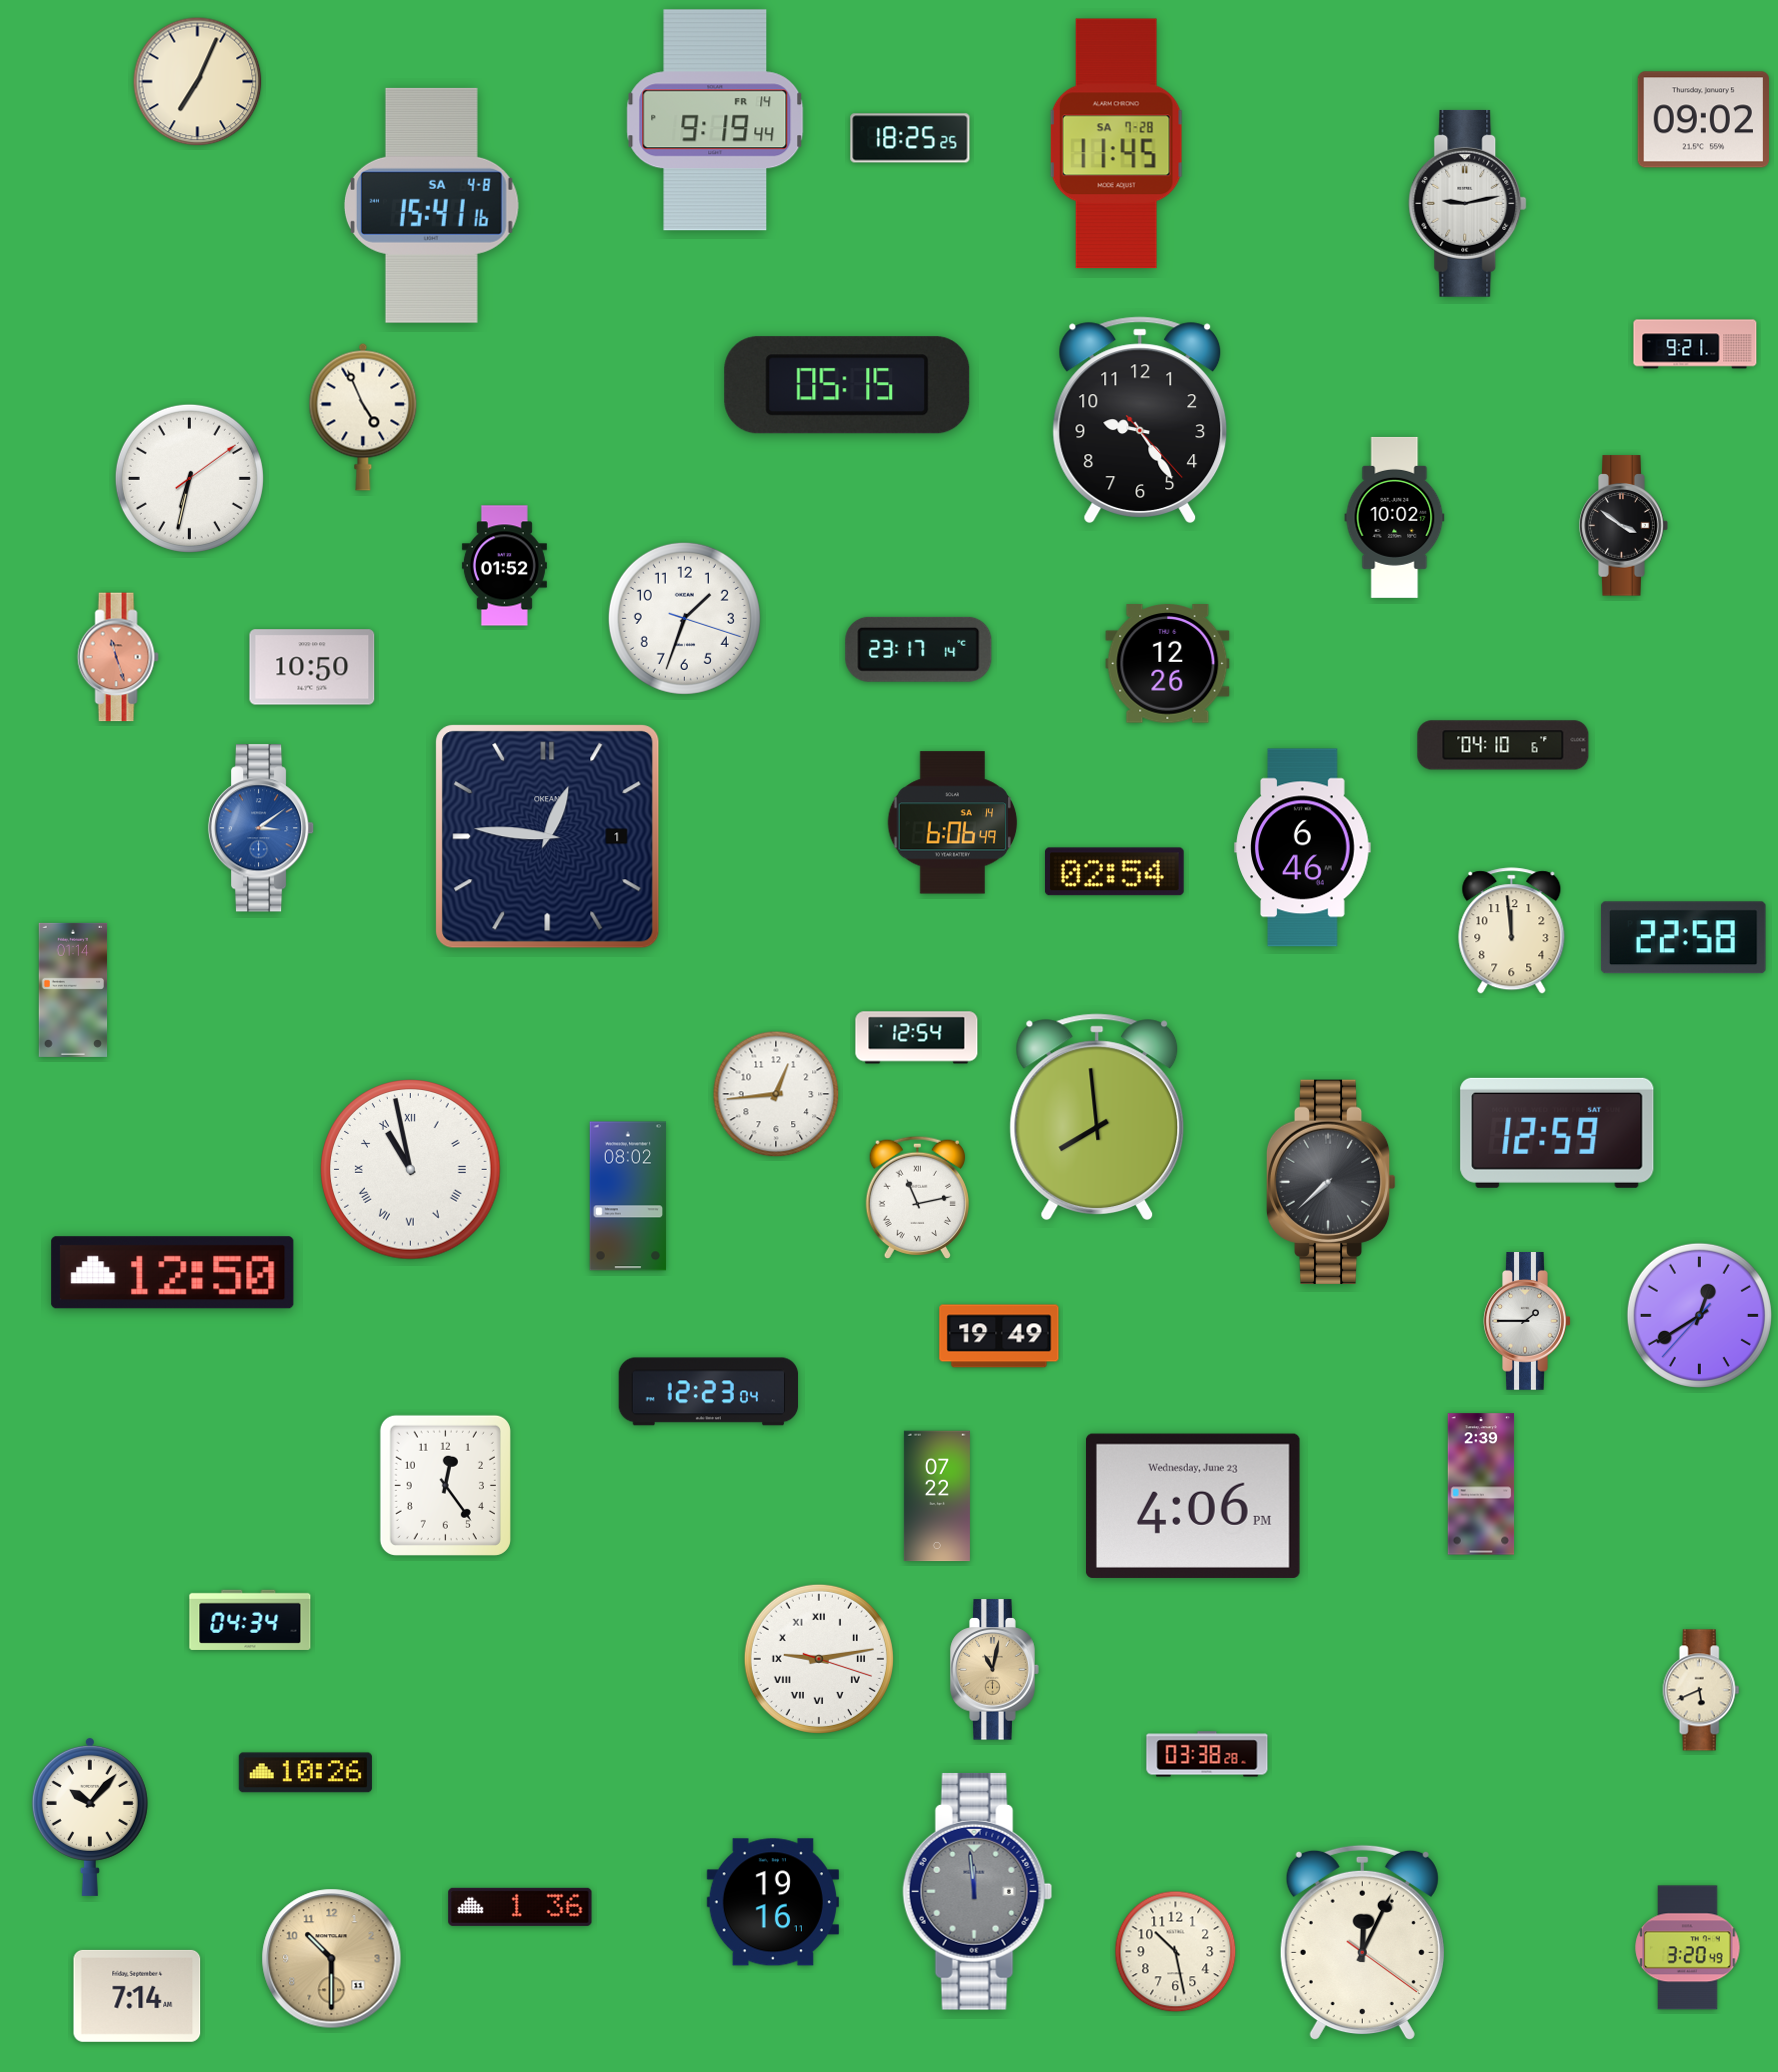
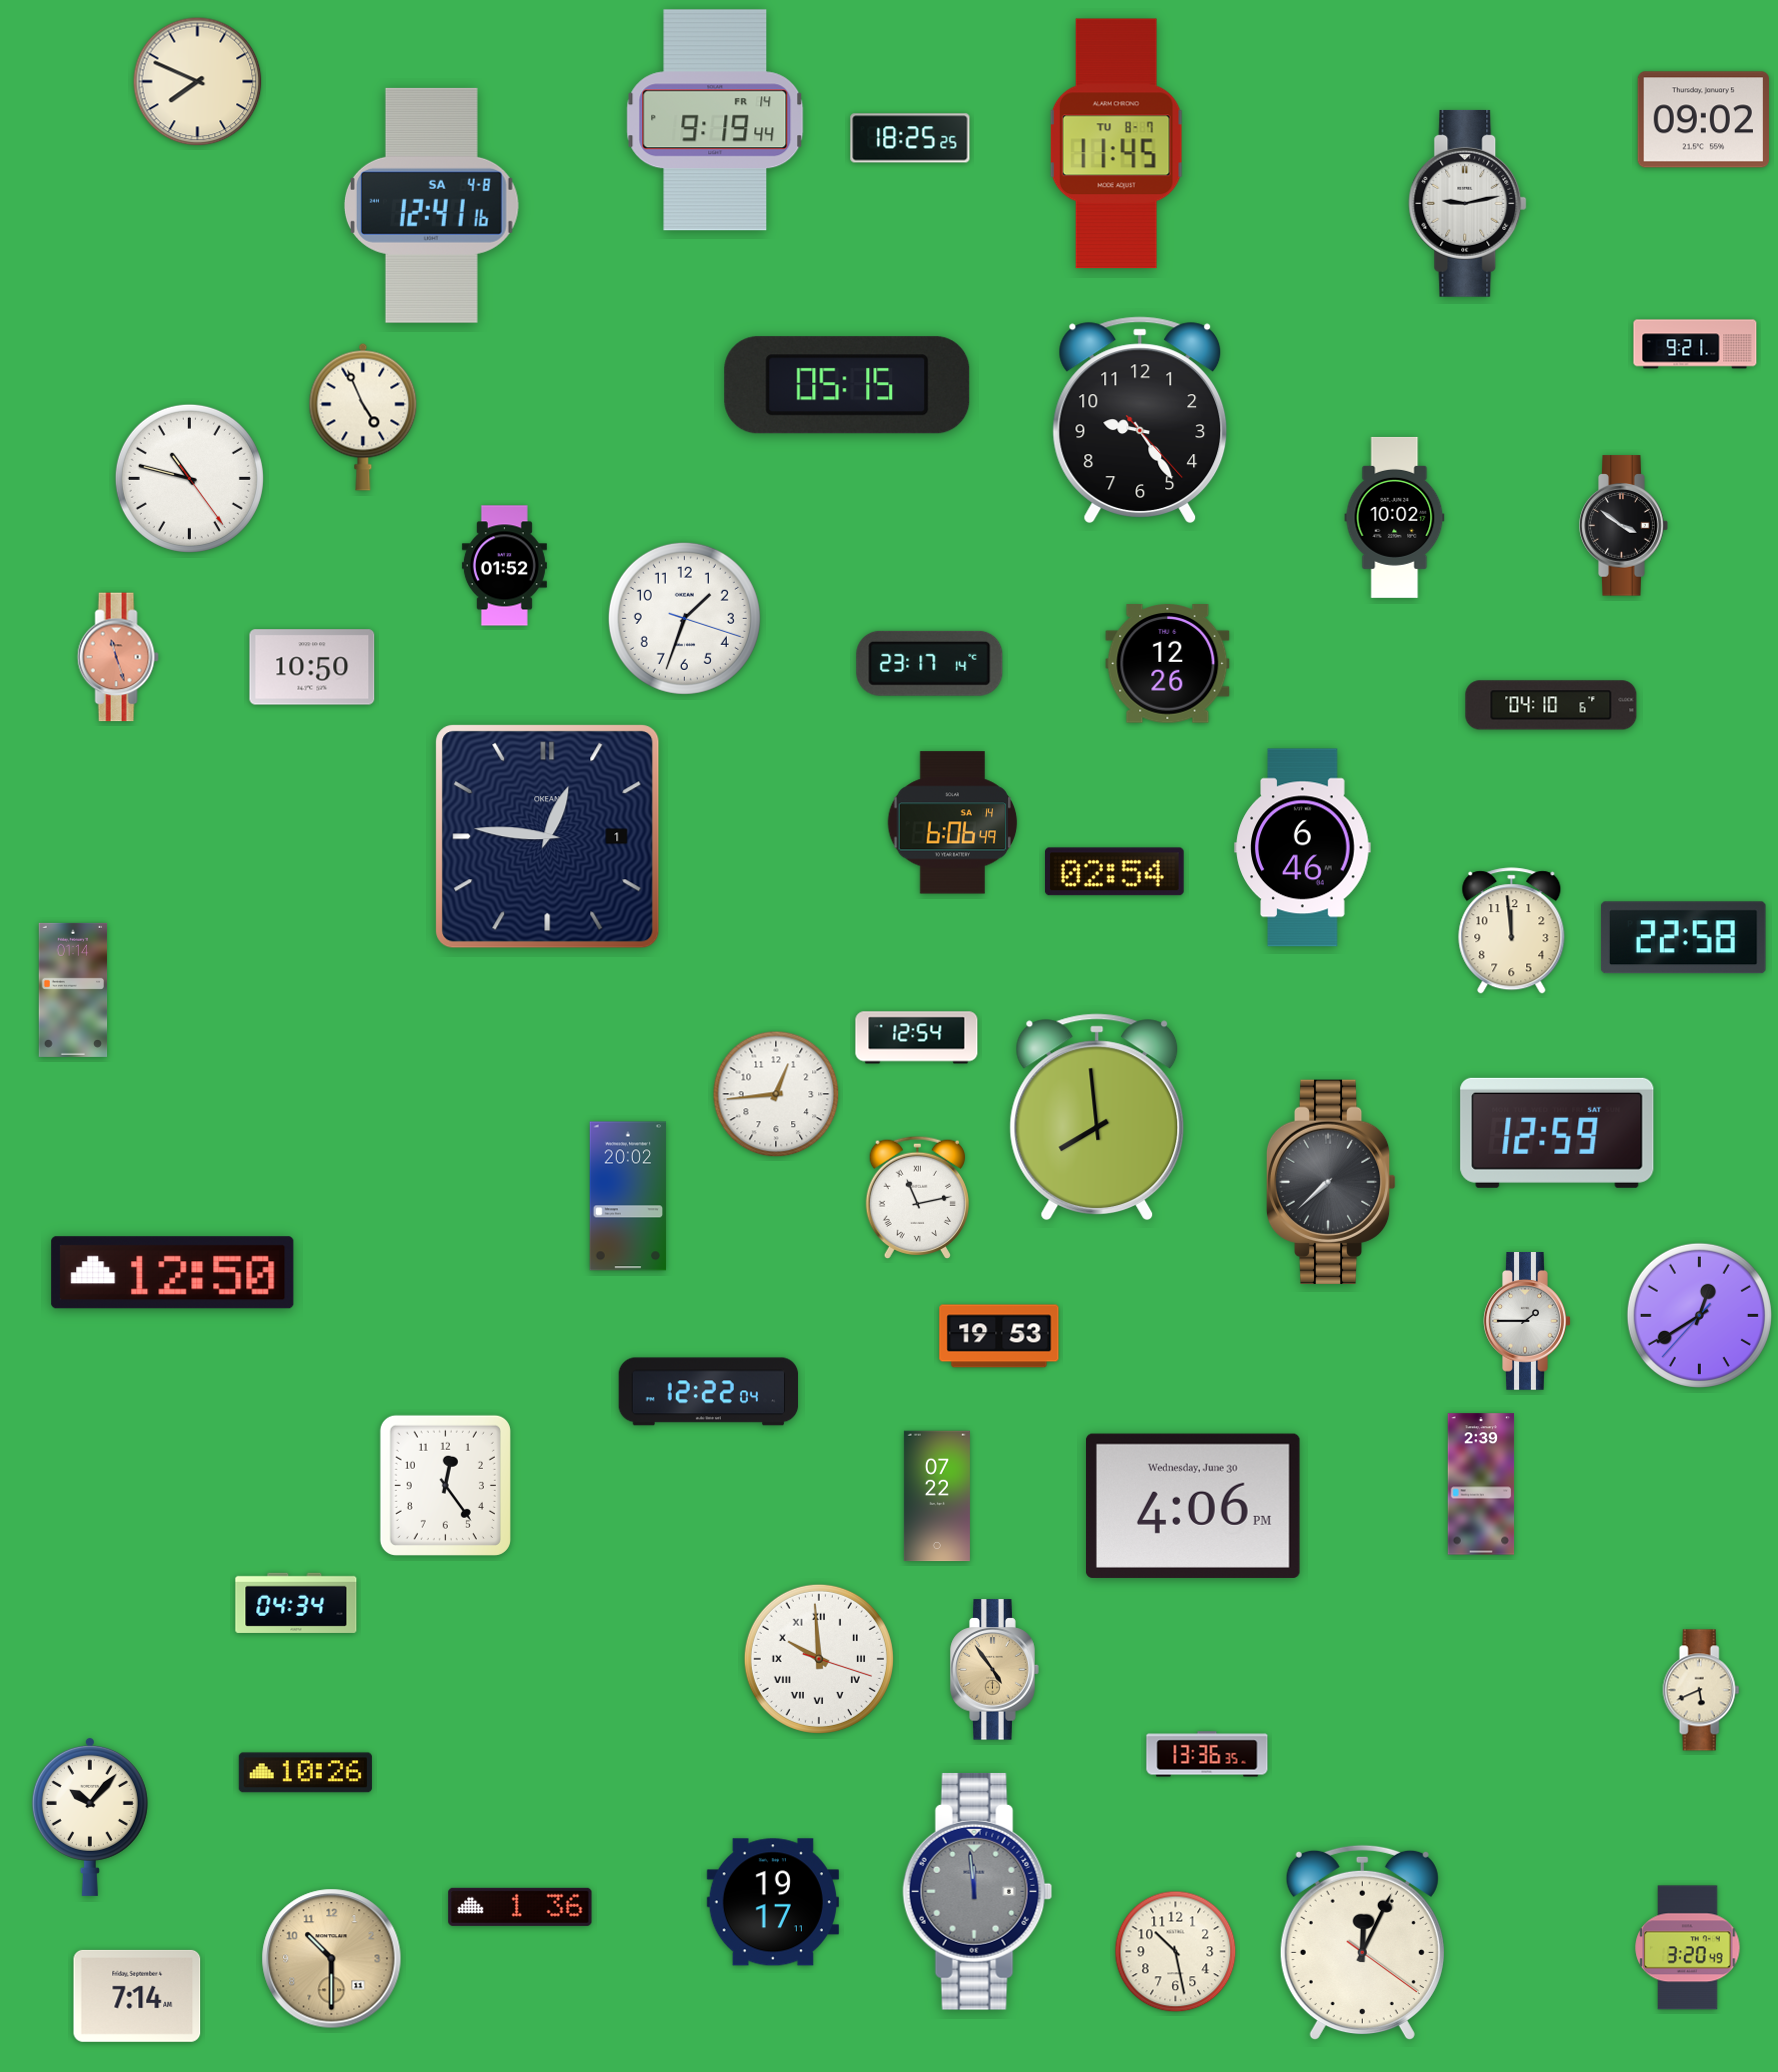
clock at (198, 82): 7:04 -> 7:49
clock at (1116, 144) date: SA 7-28 -> TU 8-7
clock at (431, 205): 15:41 -> 12:41
clock at (189, 478): 6:32 -> 10:47
clock at (919, 649) position: (919, 649) -> (930, 663)
clock at (1503, 745) position: (1503, 745) -> (1551, 705)
clock at (261, 828): 3:09 -> none
clock at (411, 1170): 10:58 -> none
clock at (628, 1196): 08:02 -> 20:02
clock at (999, 1336): 19:49 -> 19:53
clock at (709, 1392): 12:23 -> 12:22
clock at (1193, 1506) date: Wednesday, June 23 -> Wednesday, June 30
clock at (250, 1620) position: (250, 1620) -> (296, 1603)
clock at (819, 1659): 9:13 -> 9:59
clock at (995, 1670): 11:02 -> 4:54
clock at (1207, 1754): 03:38 -> 13:36
clock at (773, 1902): 19:16 -> 19:17
